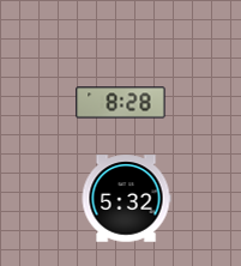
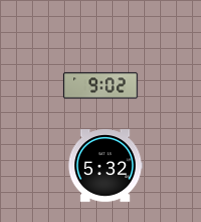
clock at (121, 103): 8:28 -> 9:02
